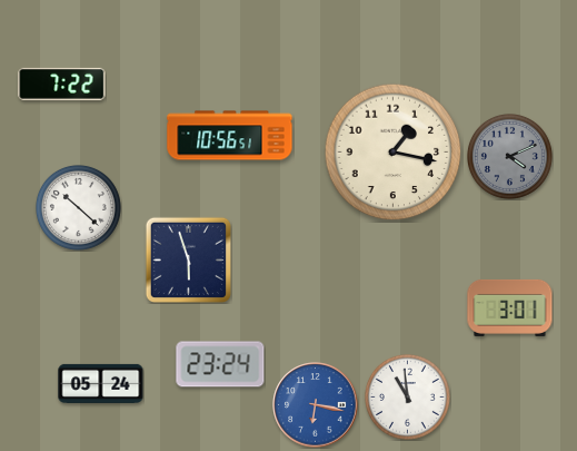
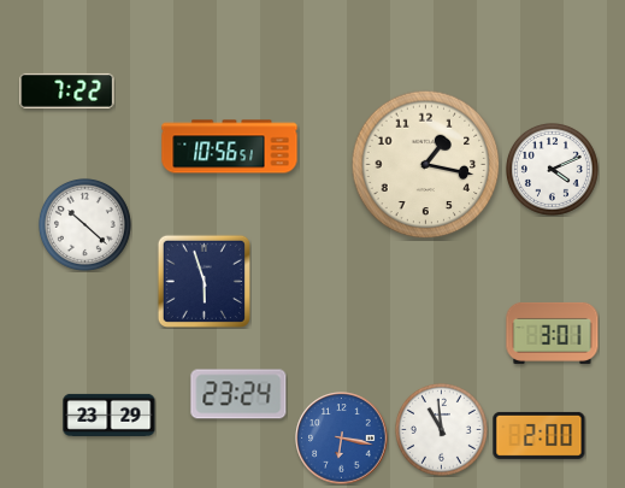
clock at (230, 136) position: (230, 136) -> (230, 147)
clock at (509, 156) dial: grey -> white
clock at (101, 383): 05:24 -> 23:29
clock at (539, 435): none -> 2:00
